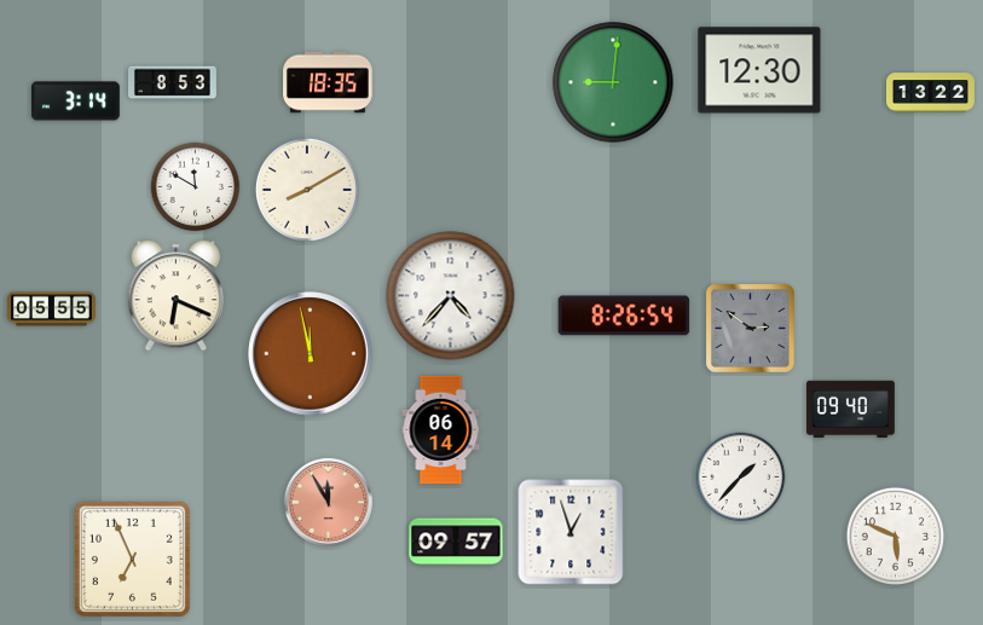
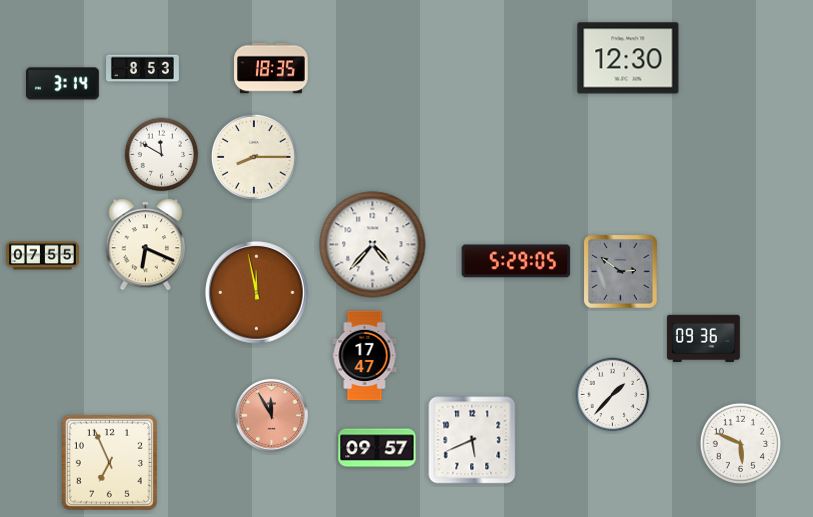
clock at (613, 82): 9:01 -> none
clock at (931, 93): 13:22 -> none
clock at (307, 190): 8:10 -> 8:15
clock at (52, 309): 05:55 -> 07:55
clock at (624, 316): 8:26 -> 5:29
clock at (850, 409): 09:40 -> 09:36
clock at (441, 430): 06:14 -> 17:47
clock at (571, 532): 12:57 -> 5:41
